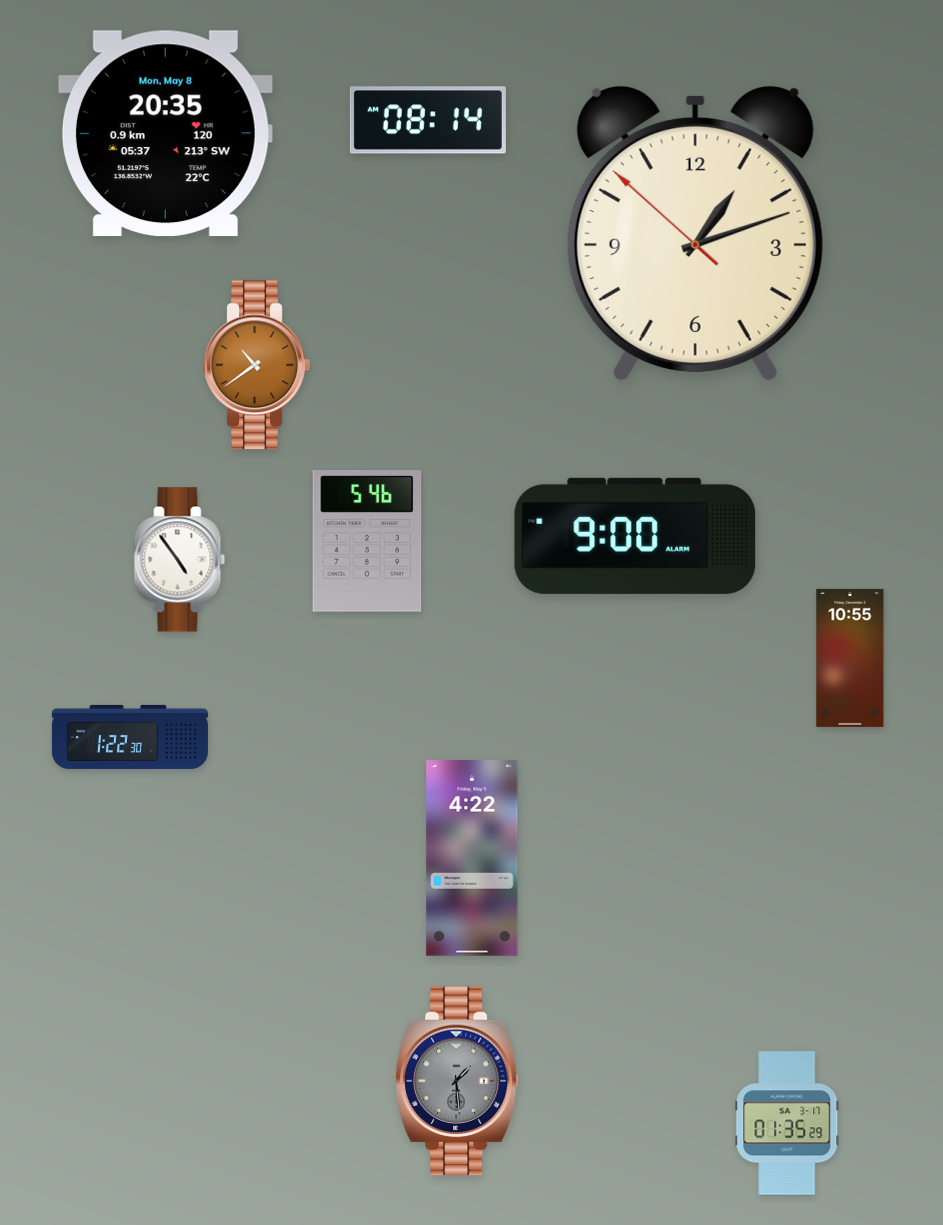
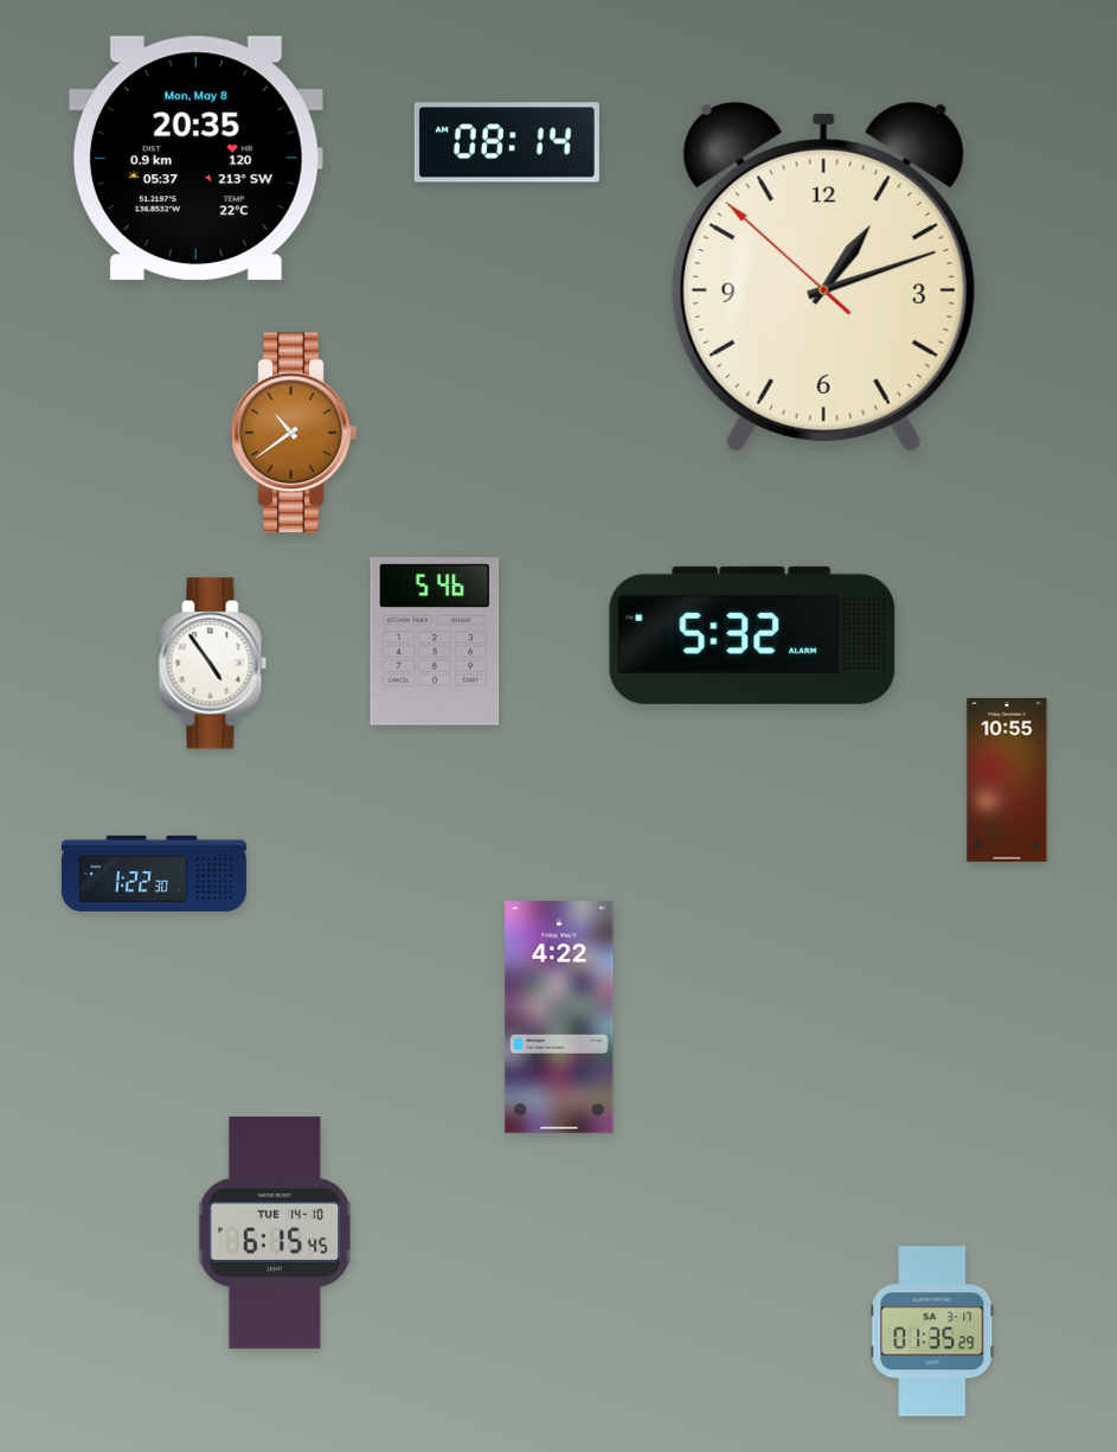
clock at (257, 365) position: (257, 365) -> (294, 433)
clock at (635, 536): 9:00 -> 5:32
clock at (275, 1234): none -> 6:15
clock at (457, 1081): 1:29 -> none
